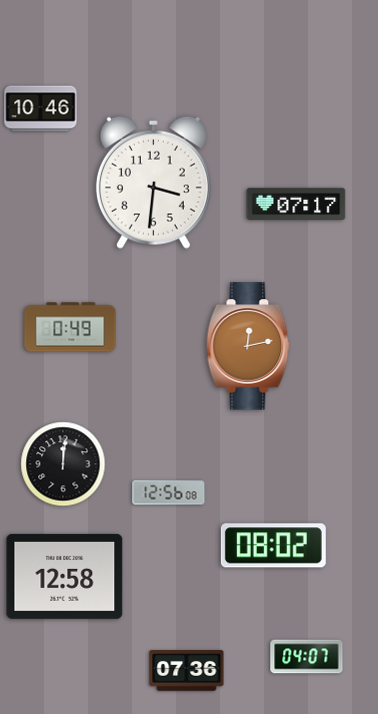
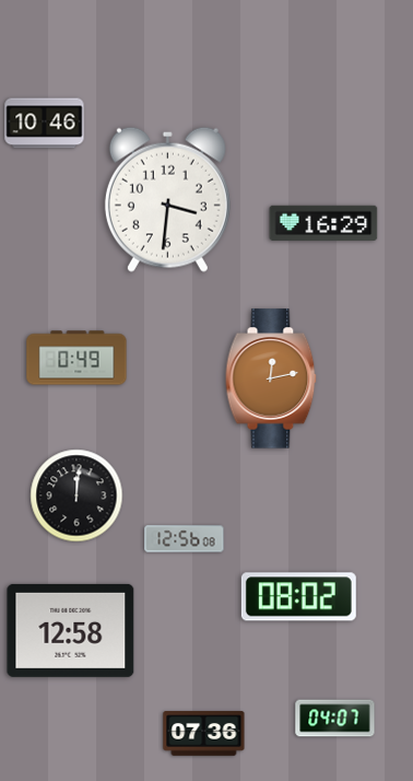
clock at (41, 109) position: (41, 109) -> (45, 124)
clock at (296, 204): 07:17 -> 16:29
clock at (63, 464) position: (63, 464) -> (76, 496)
